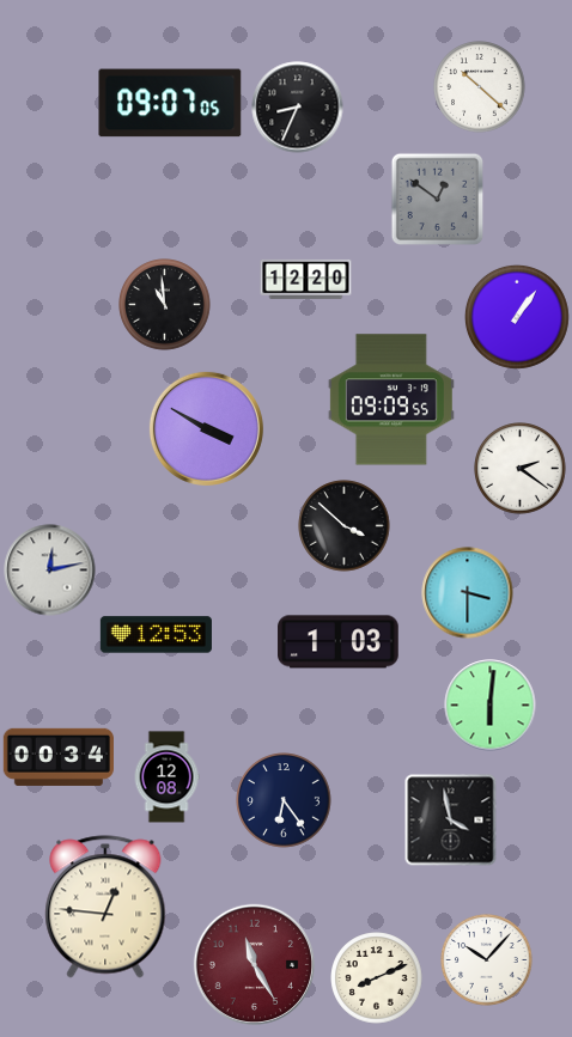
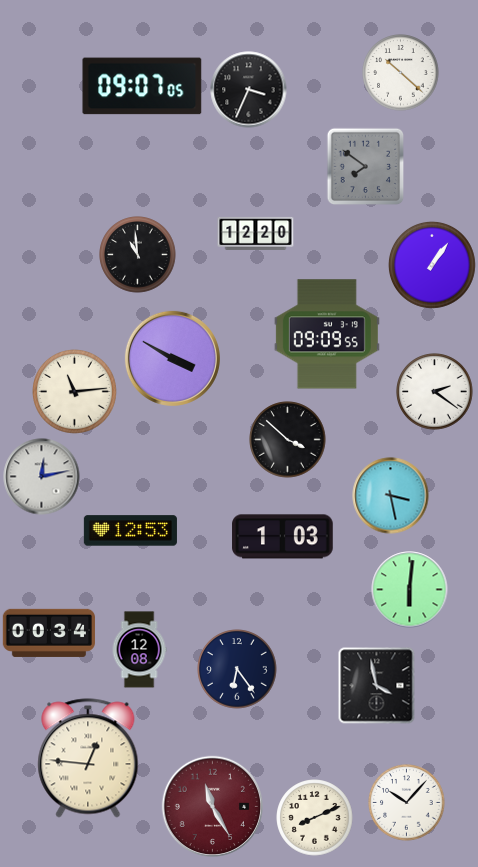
clock at (298, 108): 8:34 -> 3:34
clock at (437, 199): 12:51 -> 7:51
clock at (75, 392): none -> 11:14
clock at (468, 593): 3:30 -> 3:28
